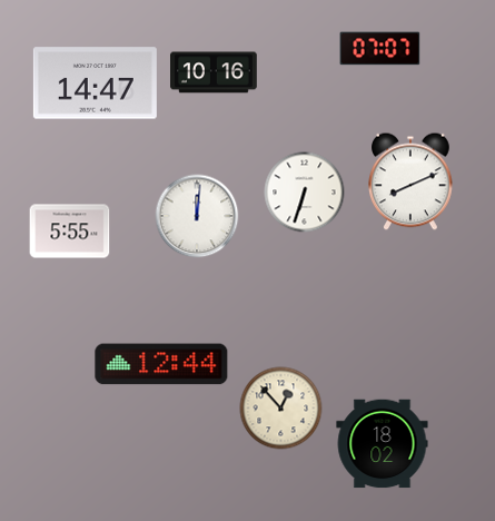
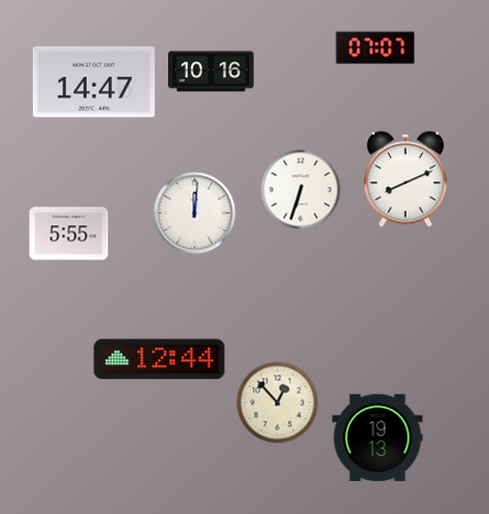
clock at (70, 232) position: (70, 232) -> (69, 234)
clock at (383, 444): 18:02 -> 19:13
